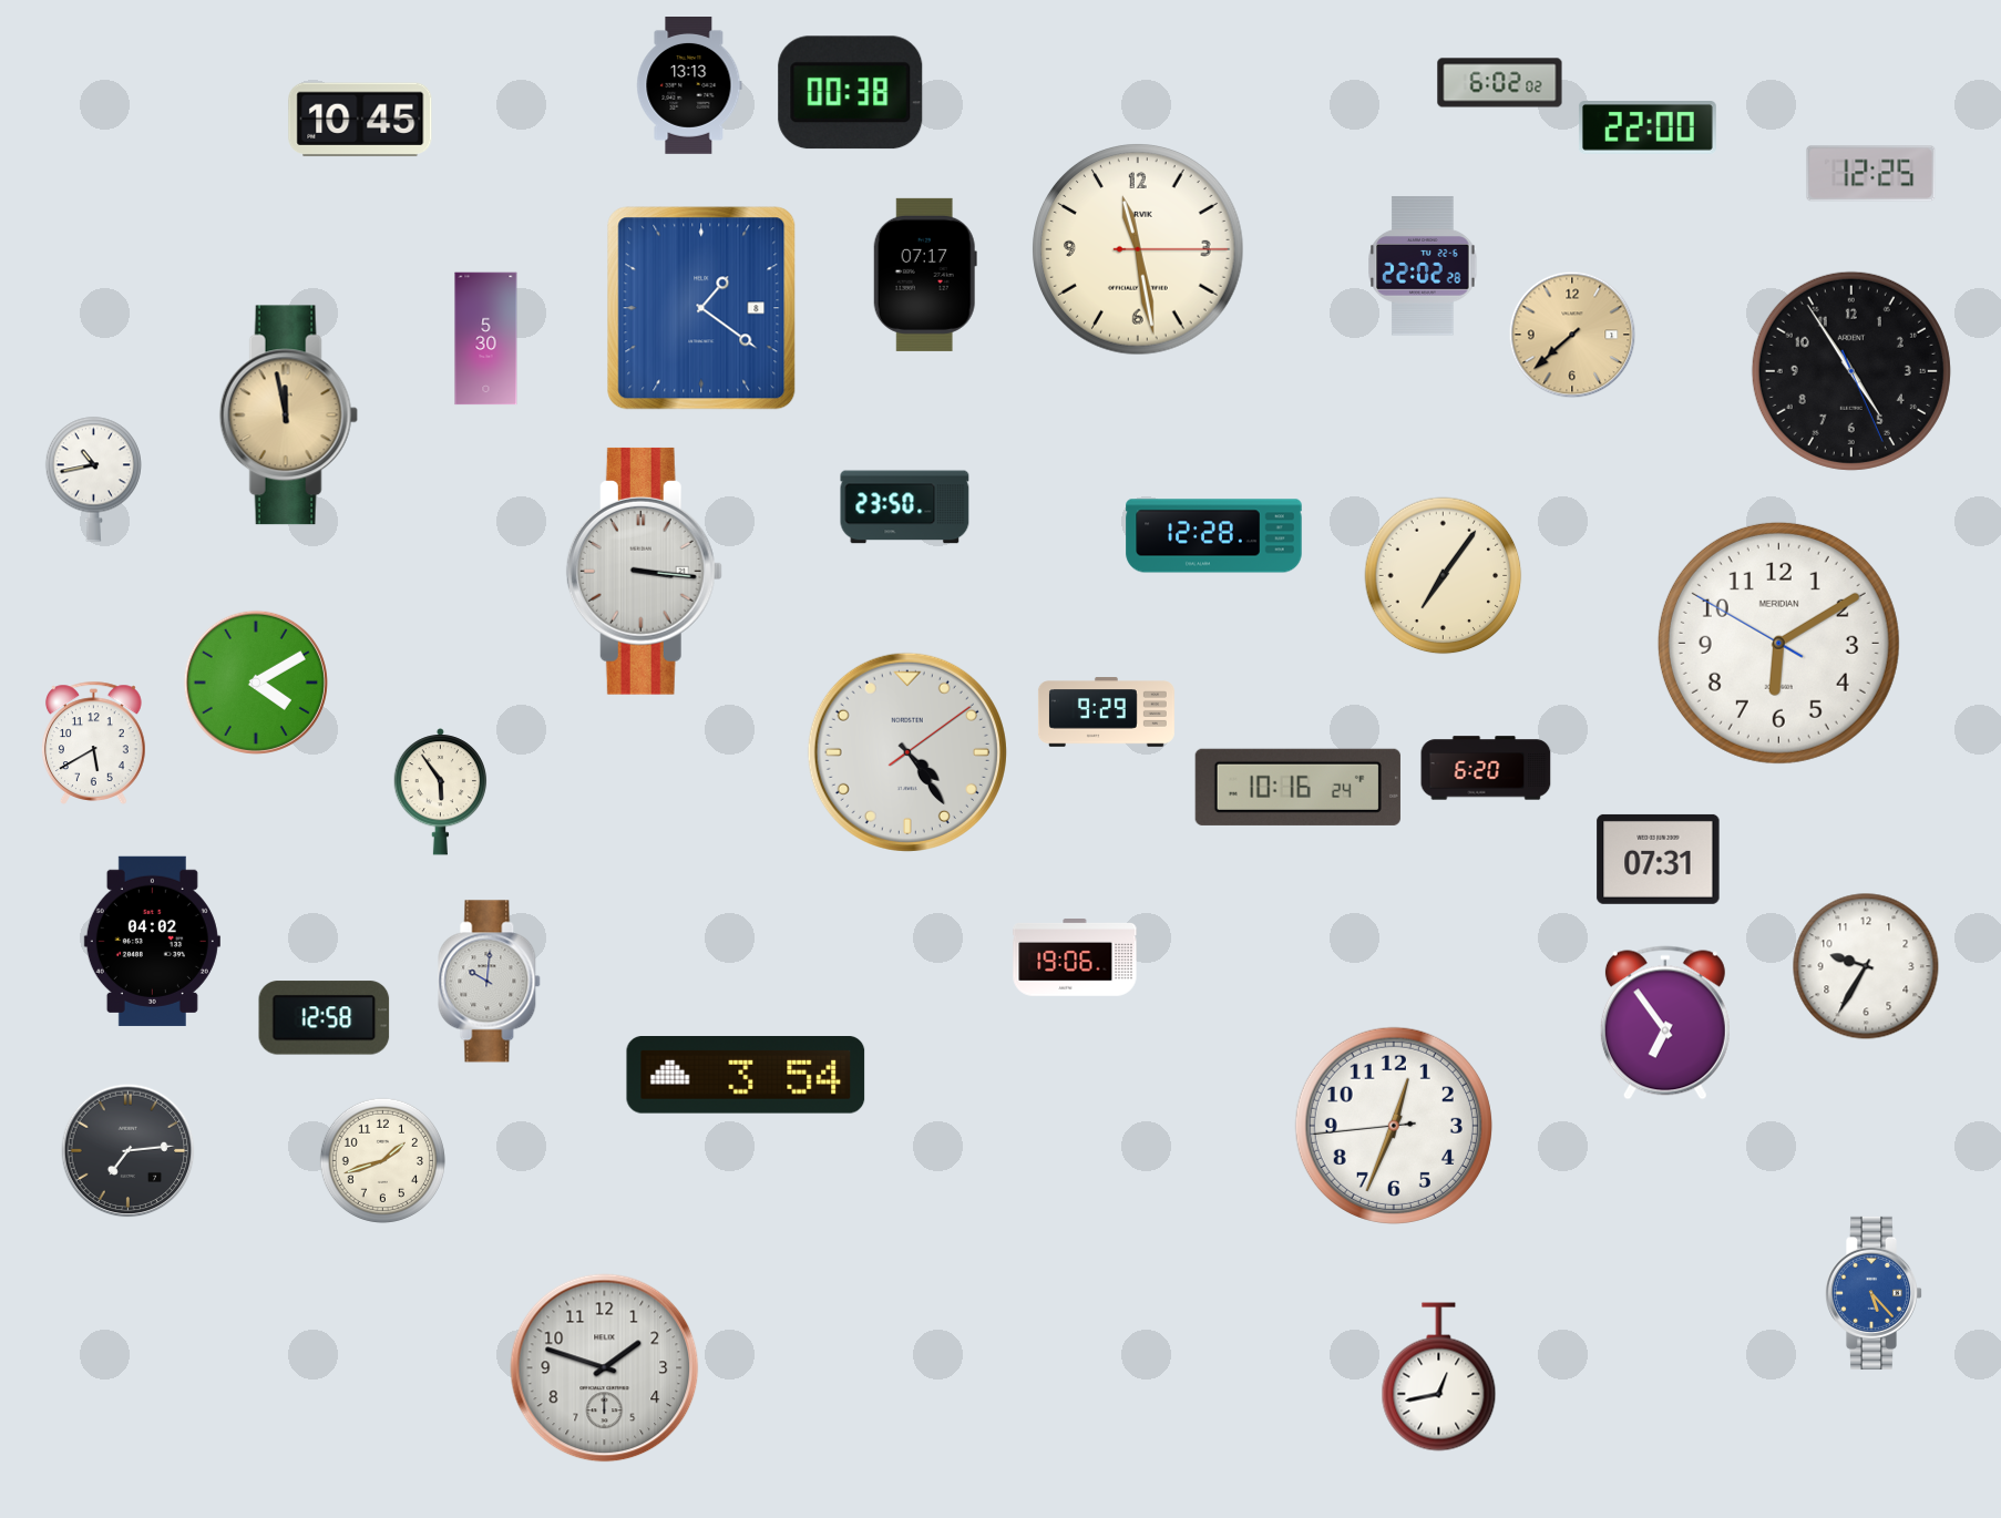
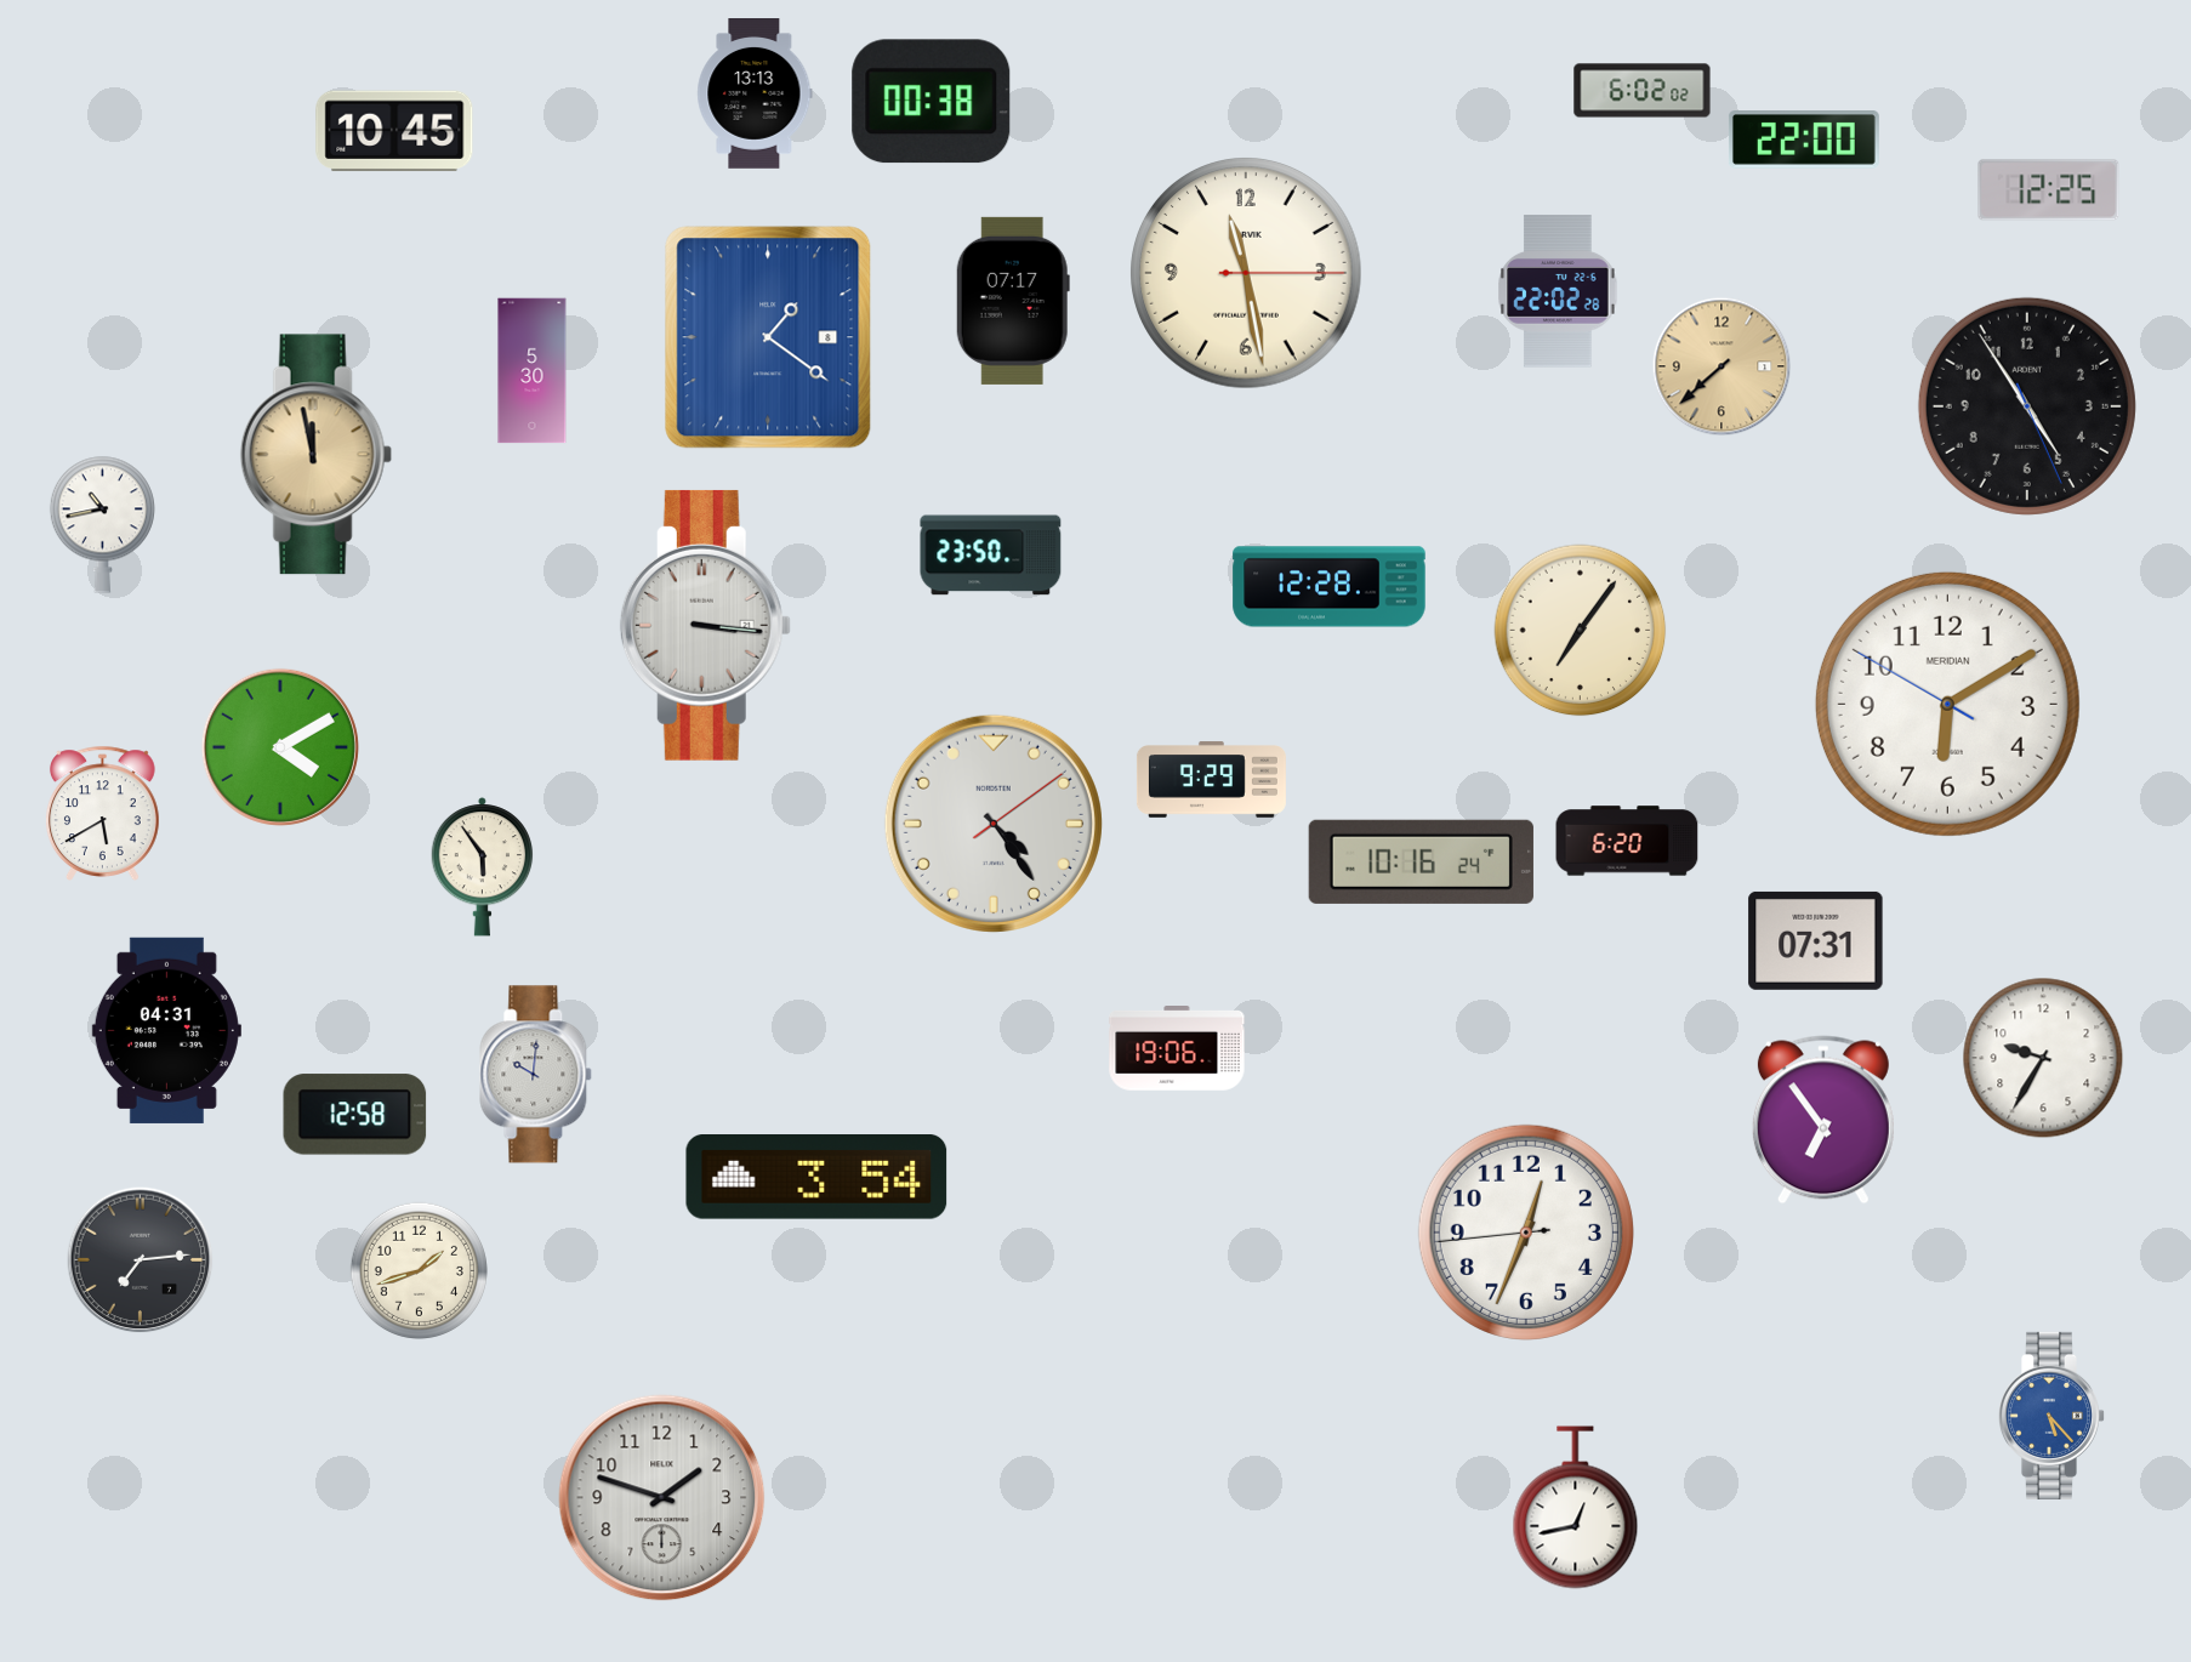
clock at (152, 941): 04:02 -> 04:31
